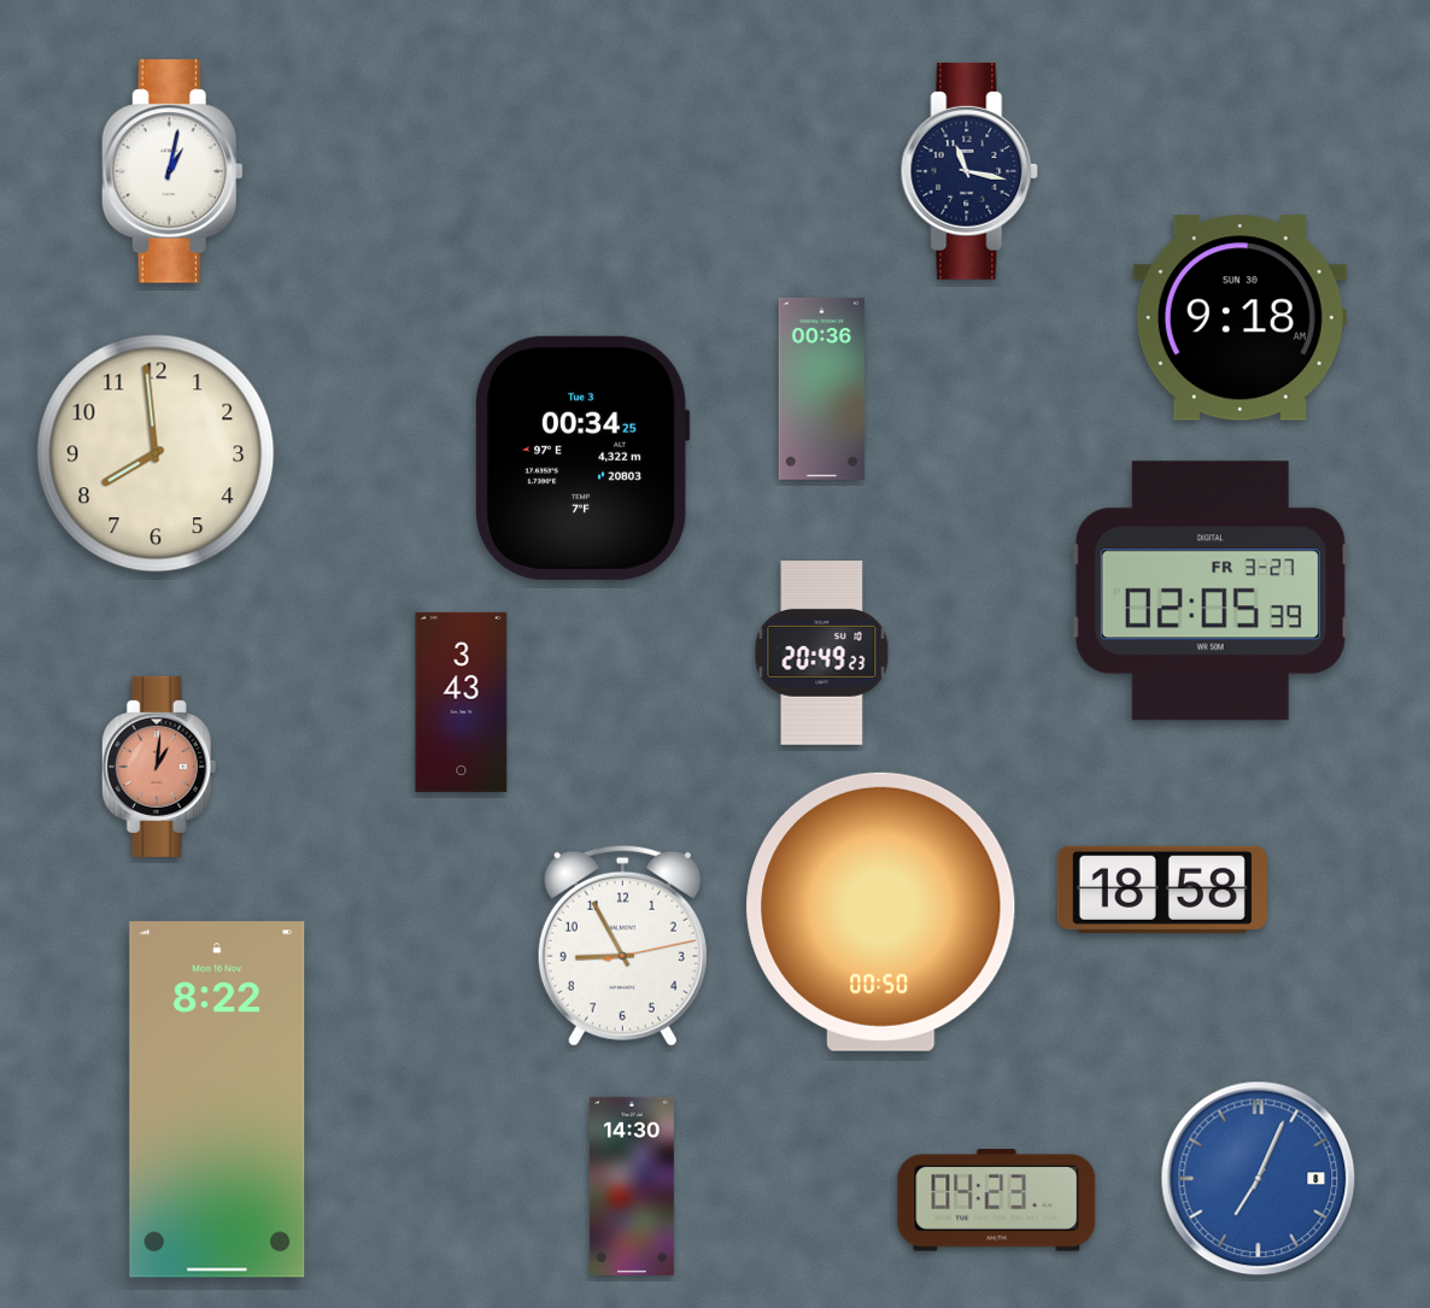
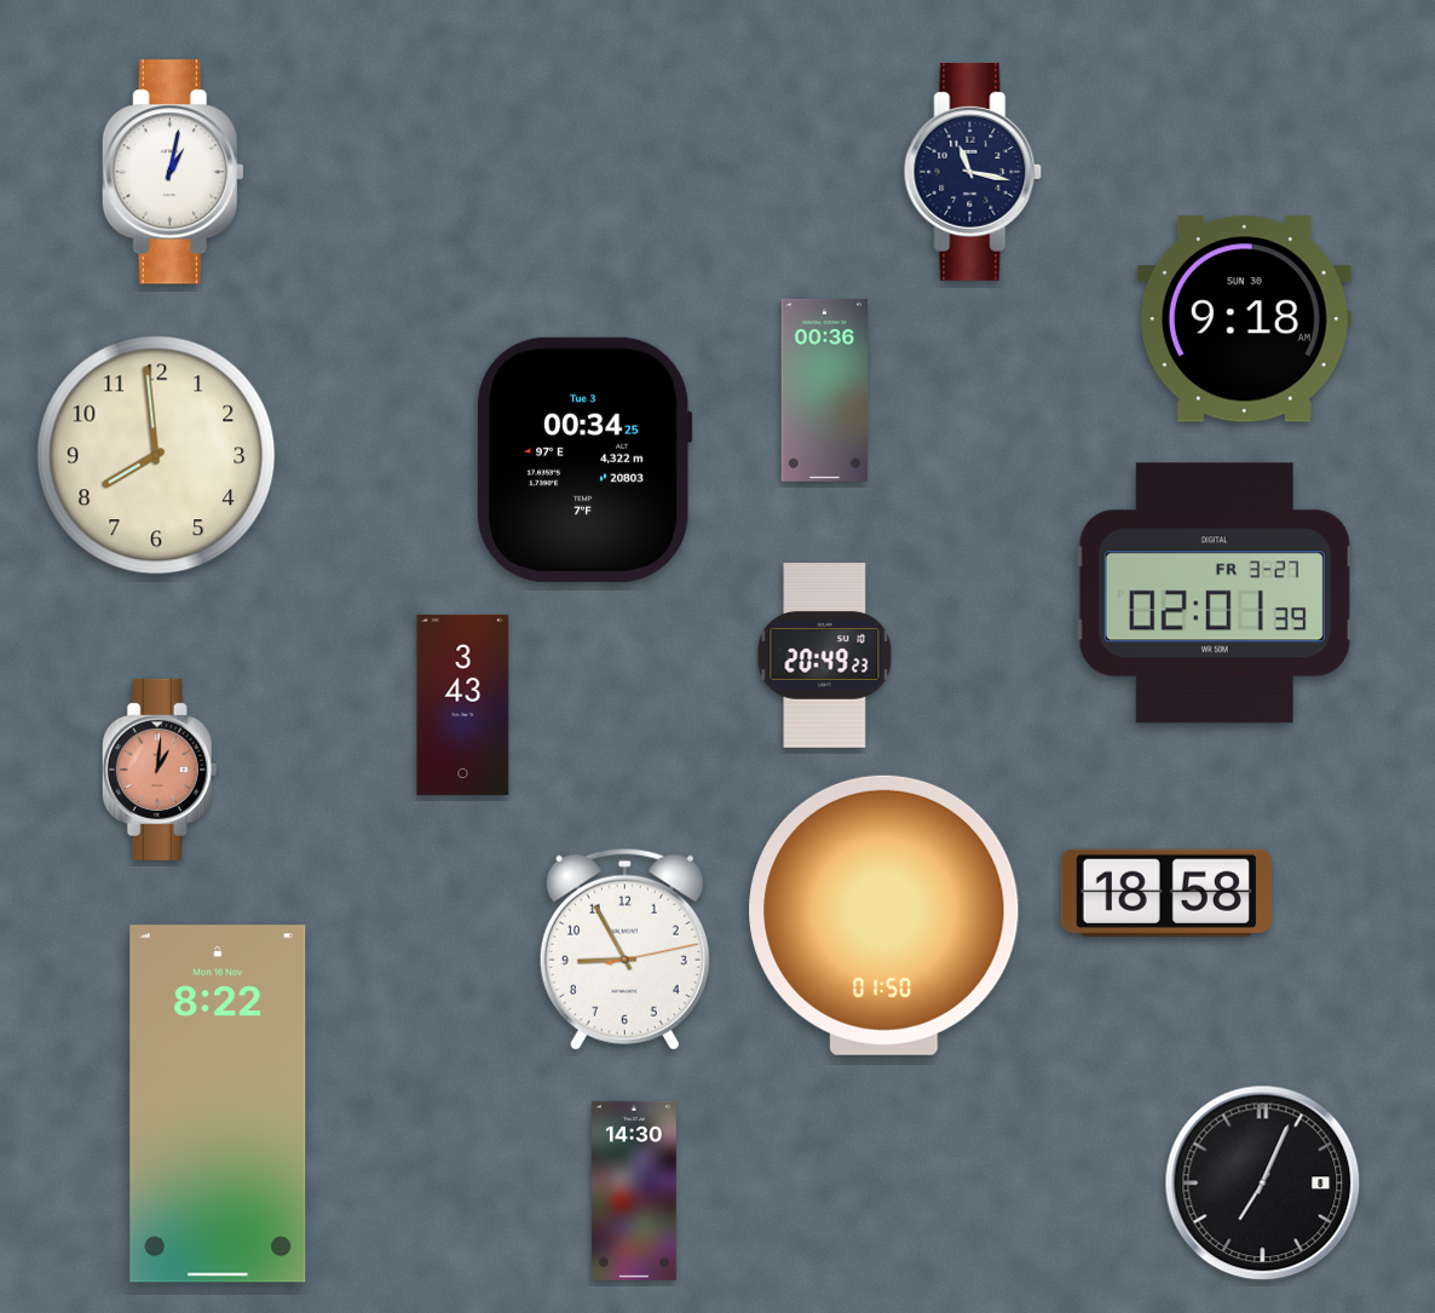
clock at (1211, 591): 02:05 -> 02:01
clock at (881, 911): 00:50 -> 01:50
clock at (1259, 1179) dial: blue -> black
clock at (997, 1201): 04:23 -> none
